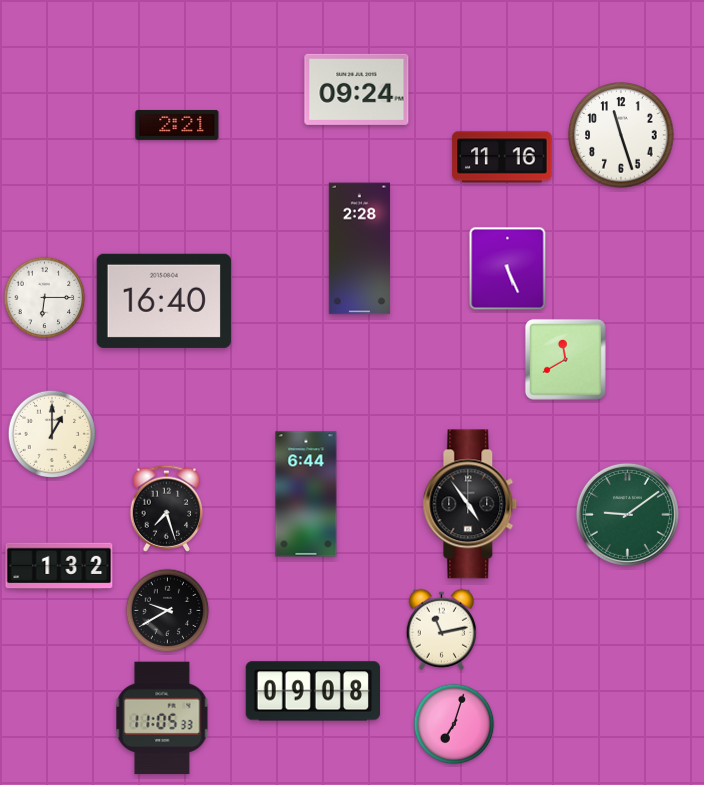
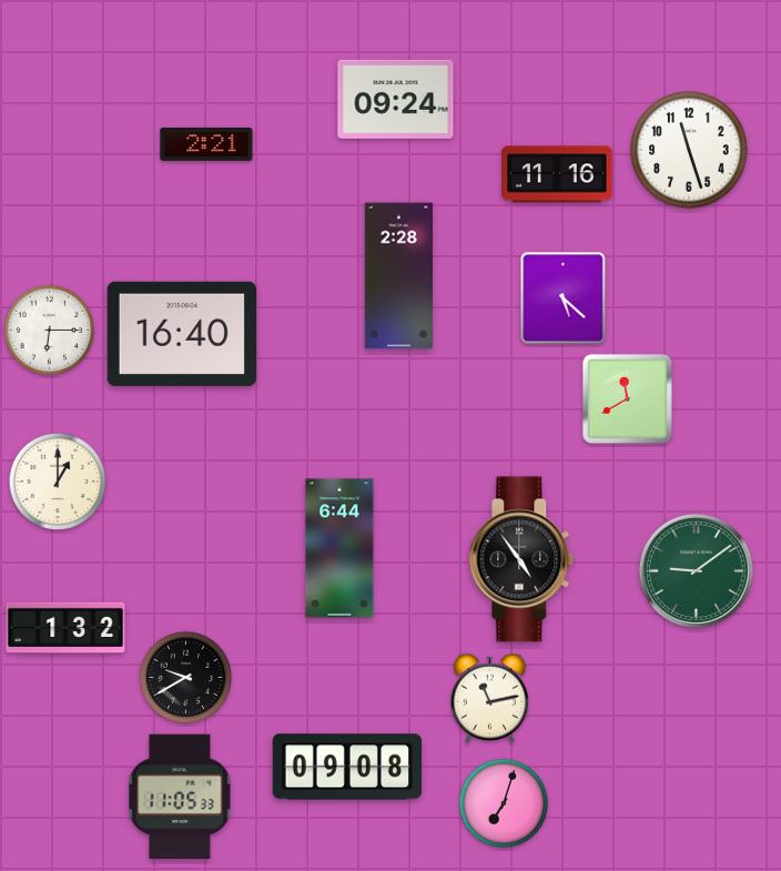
clock at (177, 125) position: (177, 125) -> (206, 144)
clock at (508, 269): 5:26 -> 5:22
clock at (167, 508): 7:27 -> none
